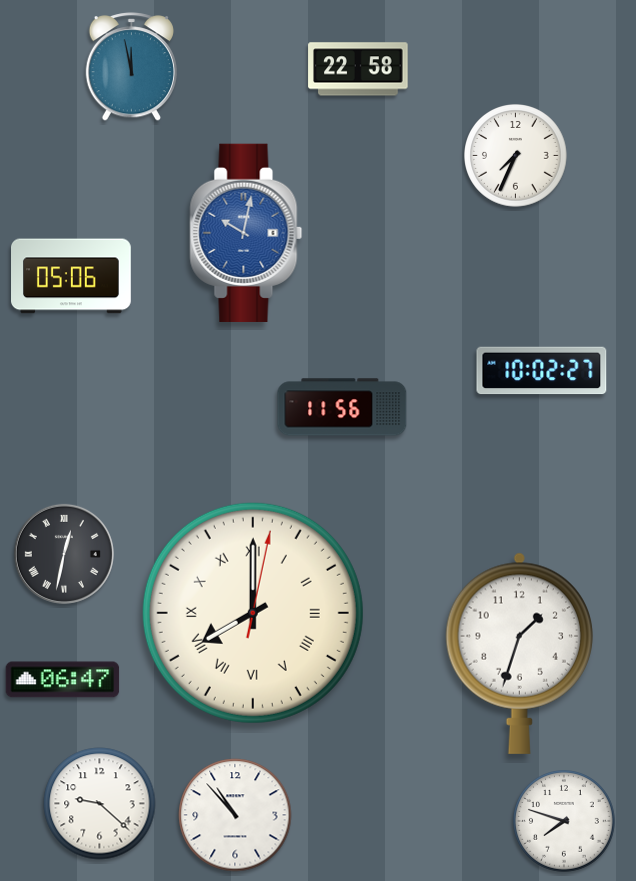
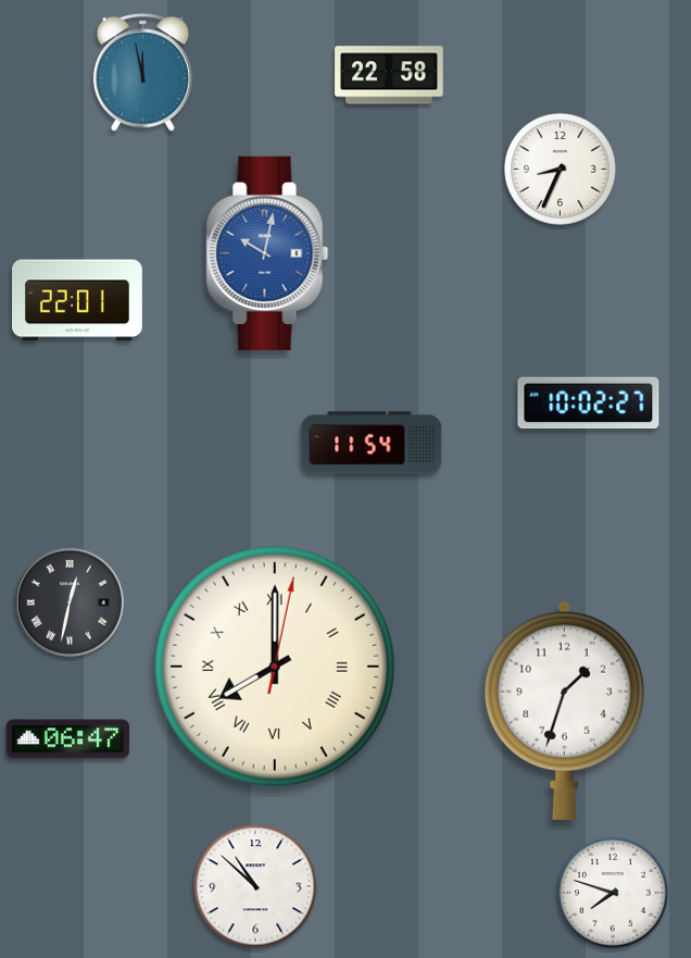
clock at (516, 156): 7:34 -> 8:34
clock at (71, 276): 05:06 -> 22:01
clock at (342, 407): 11:56 -> 11:54
clock at (100, 804): 9:22 -> none
clock at (235, 815): 10:53 -> 10:52
